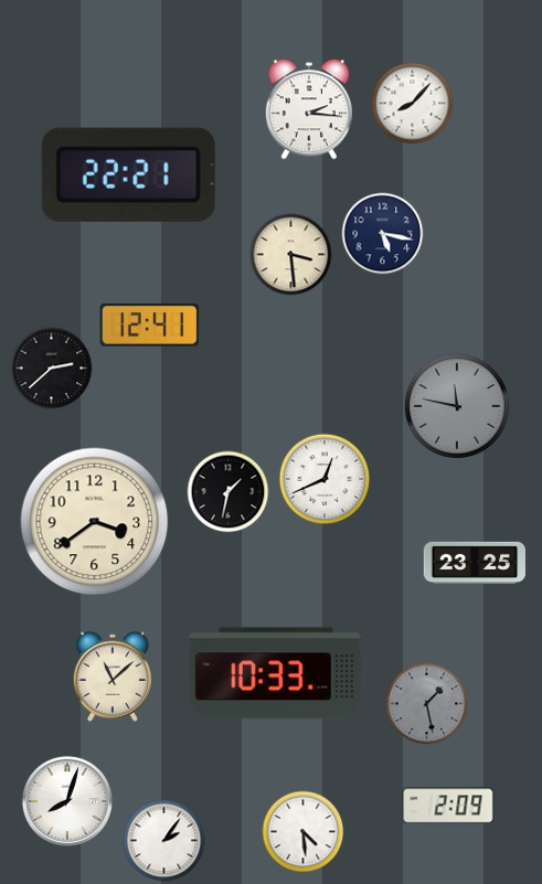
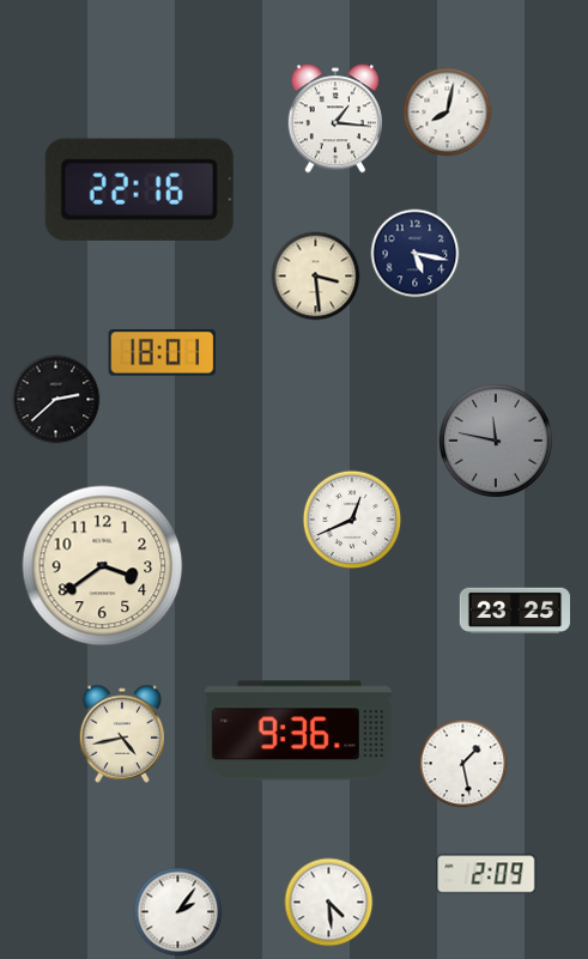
clock at (413, 104): 8:07 -> 8:02
clock at (308, 109): 2:16 -> 1:16
clock at (128, 174): 22:21 -> 22:16
clock at (150, 326): 12:41 -> 18:01
clock at (229, 492): 1:32 -> none
clock at (275, 673): 10:33 -> 9:36
clock at (113, 677): 11:08 -> 4:43
clock at (427, 704) dial: grey -> white
clock at (67, 801): 8:03 -> none
